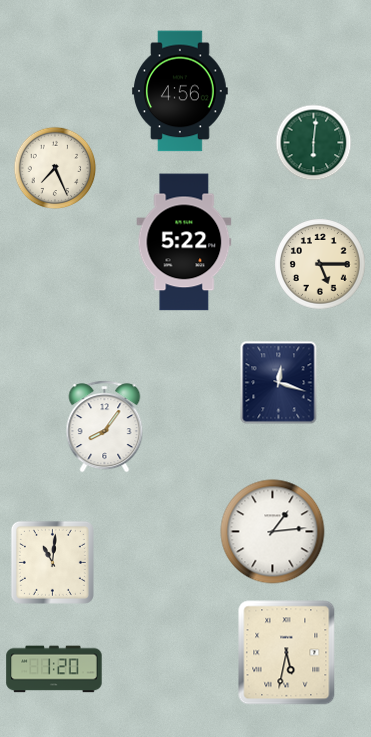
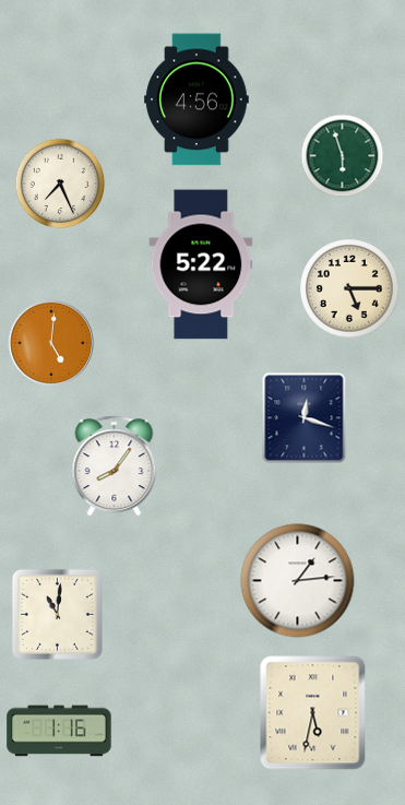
clock at (314, 143): 6:01 -> 5:57
clock at (51, 343): none -> 5:01
clock at (54, 669): 1:20 -> 1:16
